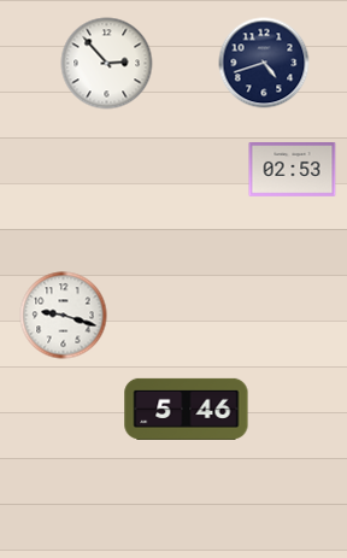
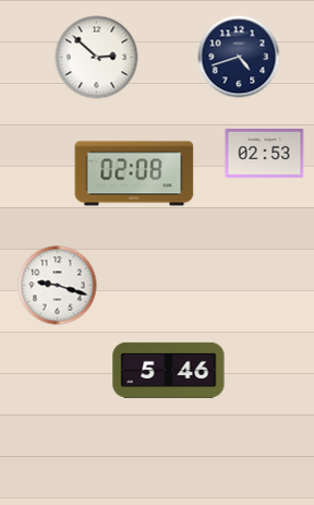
clock at (107, 64): 2:53 -> 2:52
clock at (134, 173): none -> 02:08
